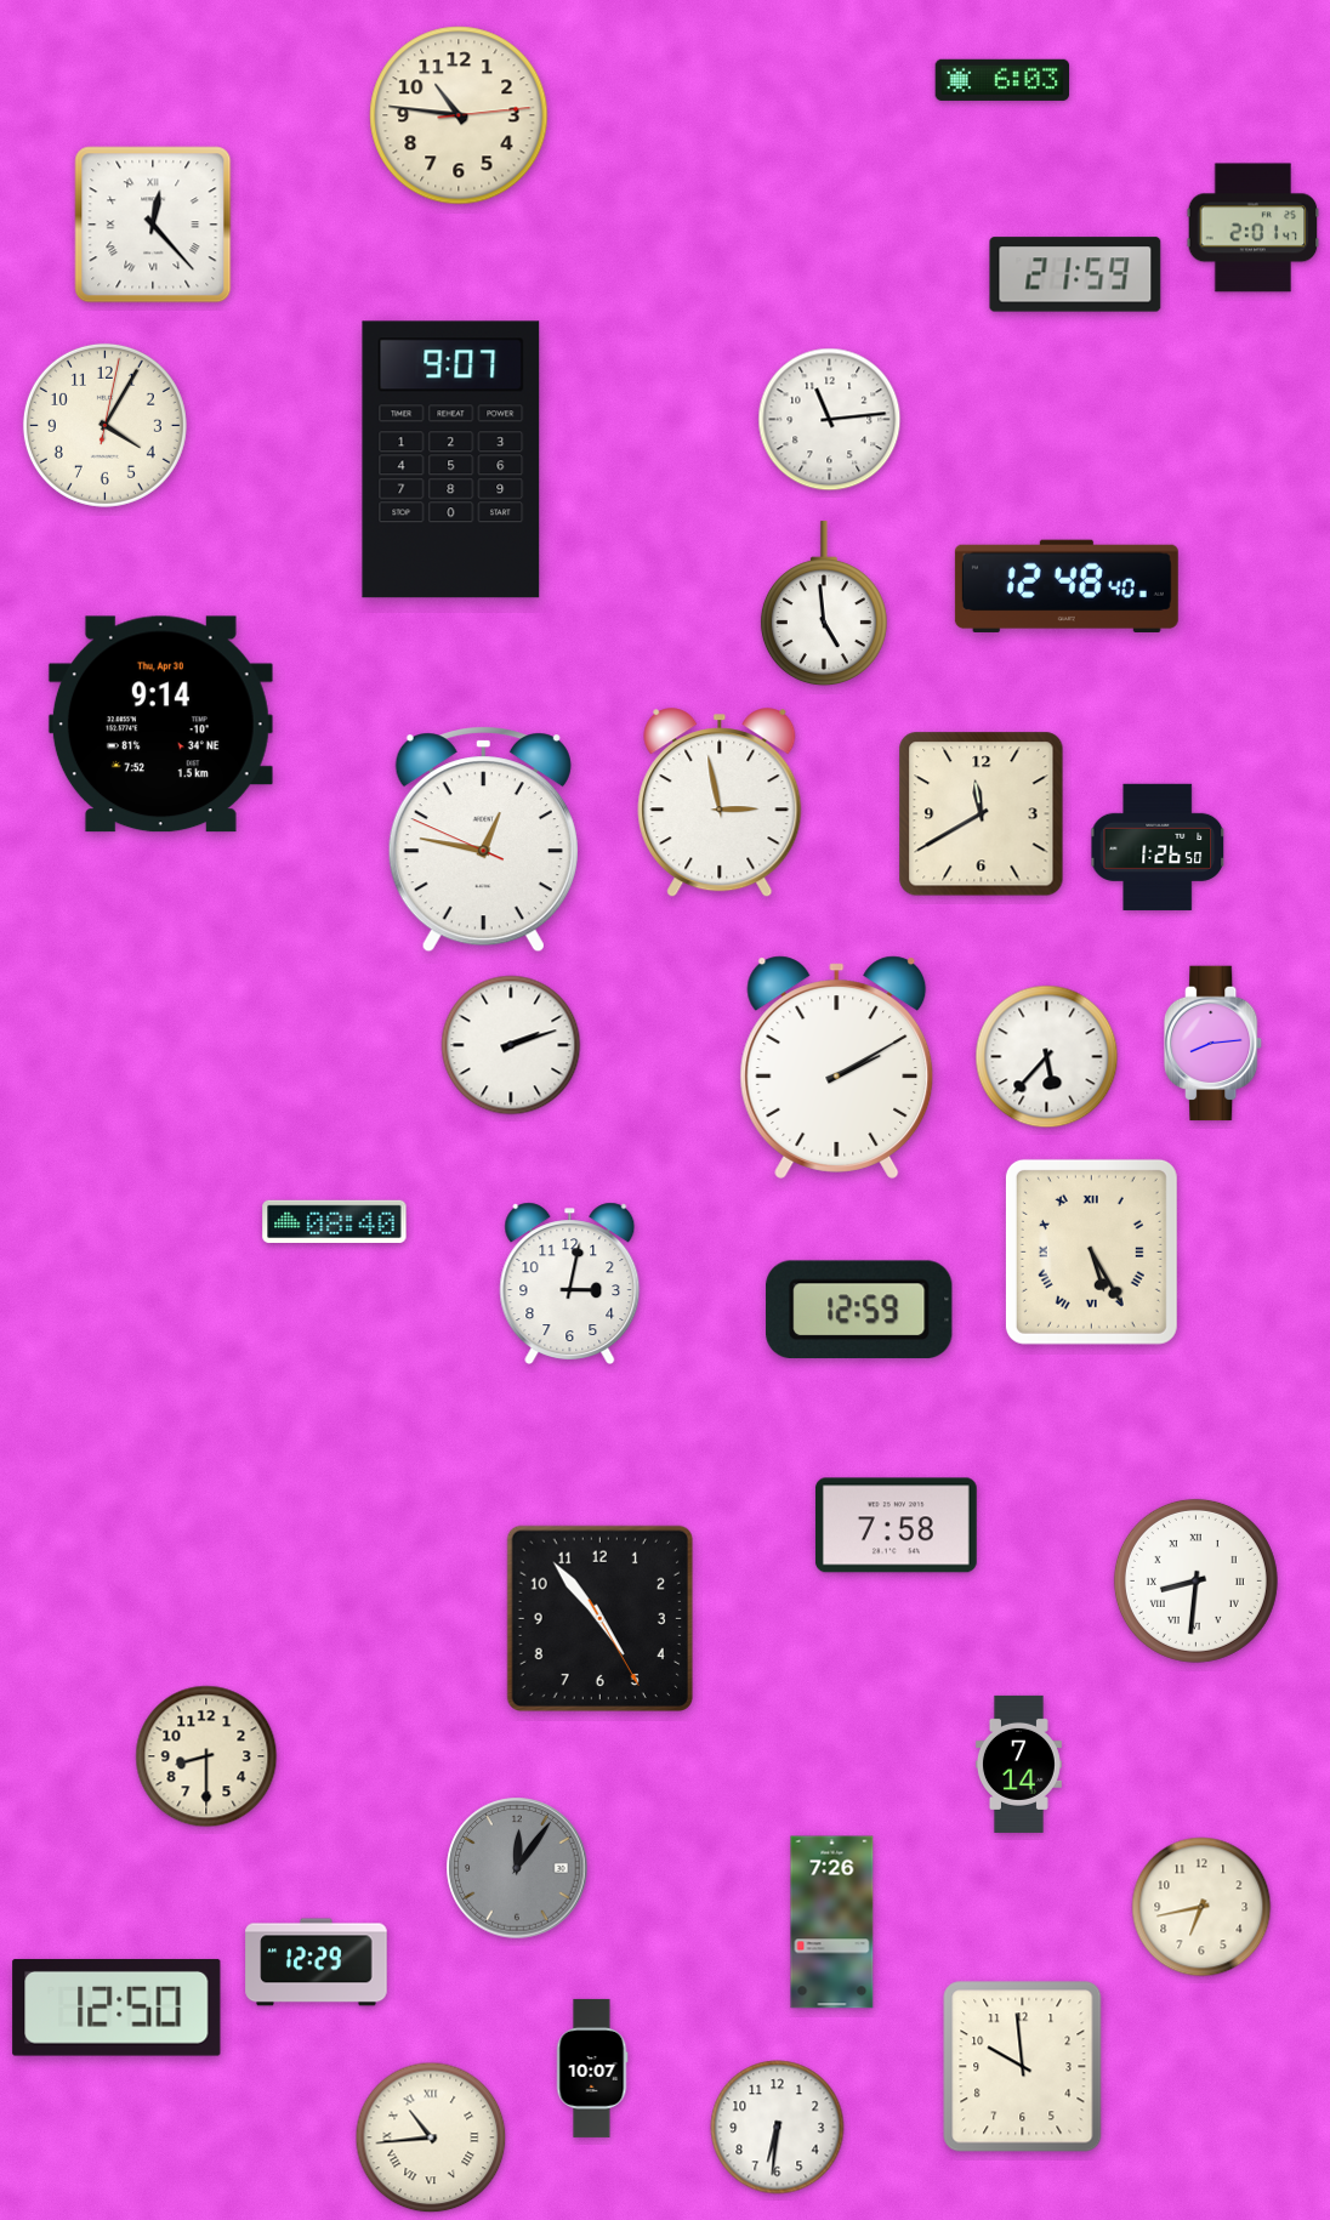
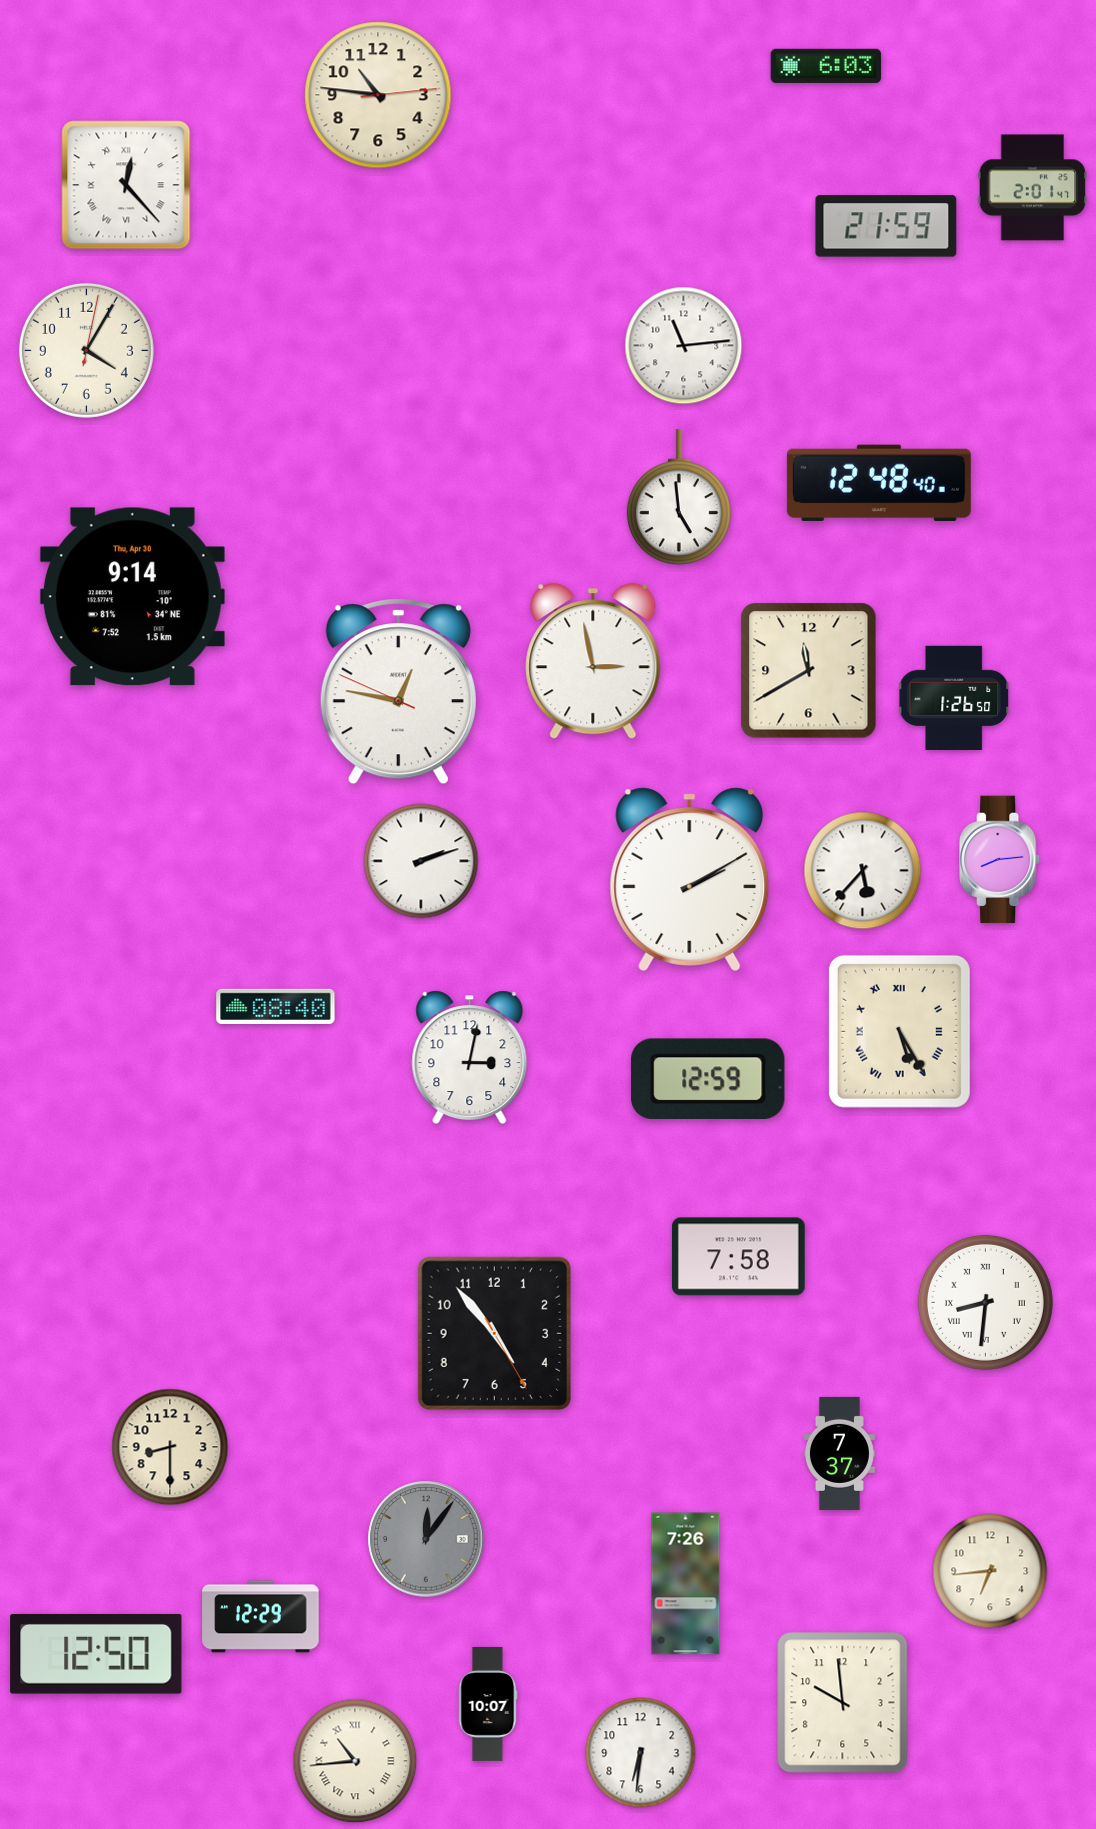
clock at (451, 460): 9:07 -> none
clock at (1018, 1764): 7:14 -> 7:37
clock at (1201, 1907): 6:43 -> 6:44
